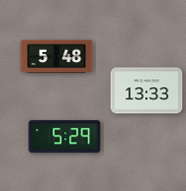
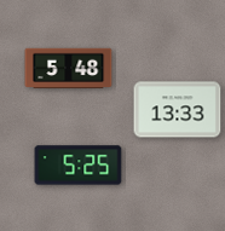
clock at (65, 137): 5:29 -> 5:25
